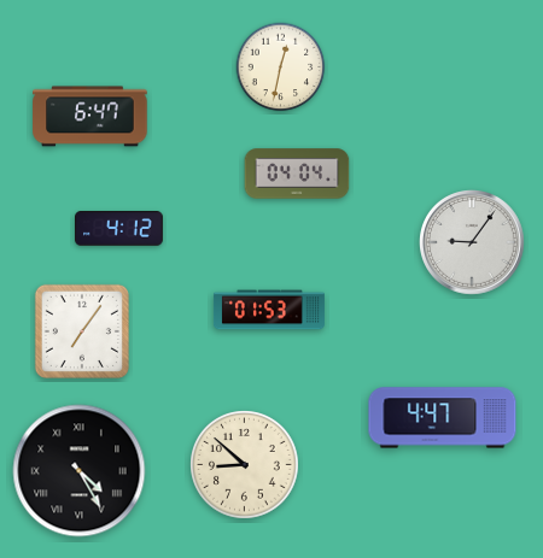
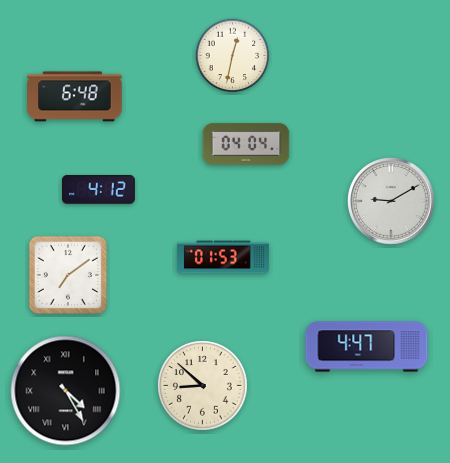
clock at (91, 117): 6:47 -> 6:48
clock at (473, 243): 9:06 -> 9:10
clock at (82, 331): 7:06 -> 7:09
